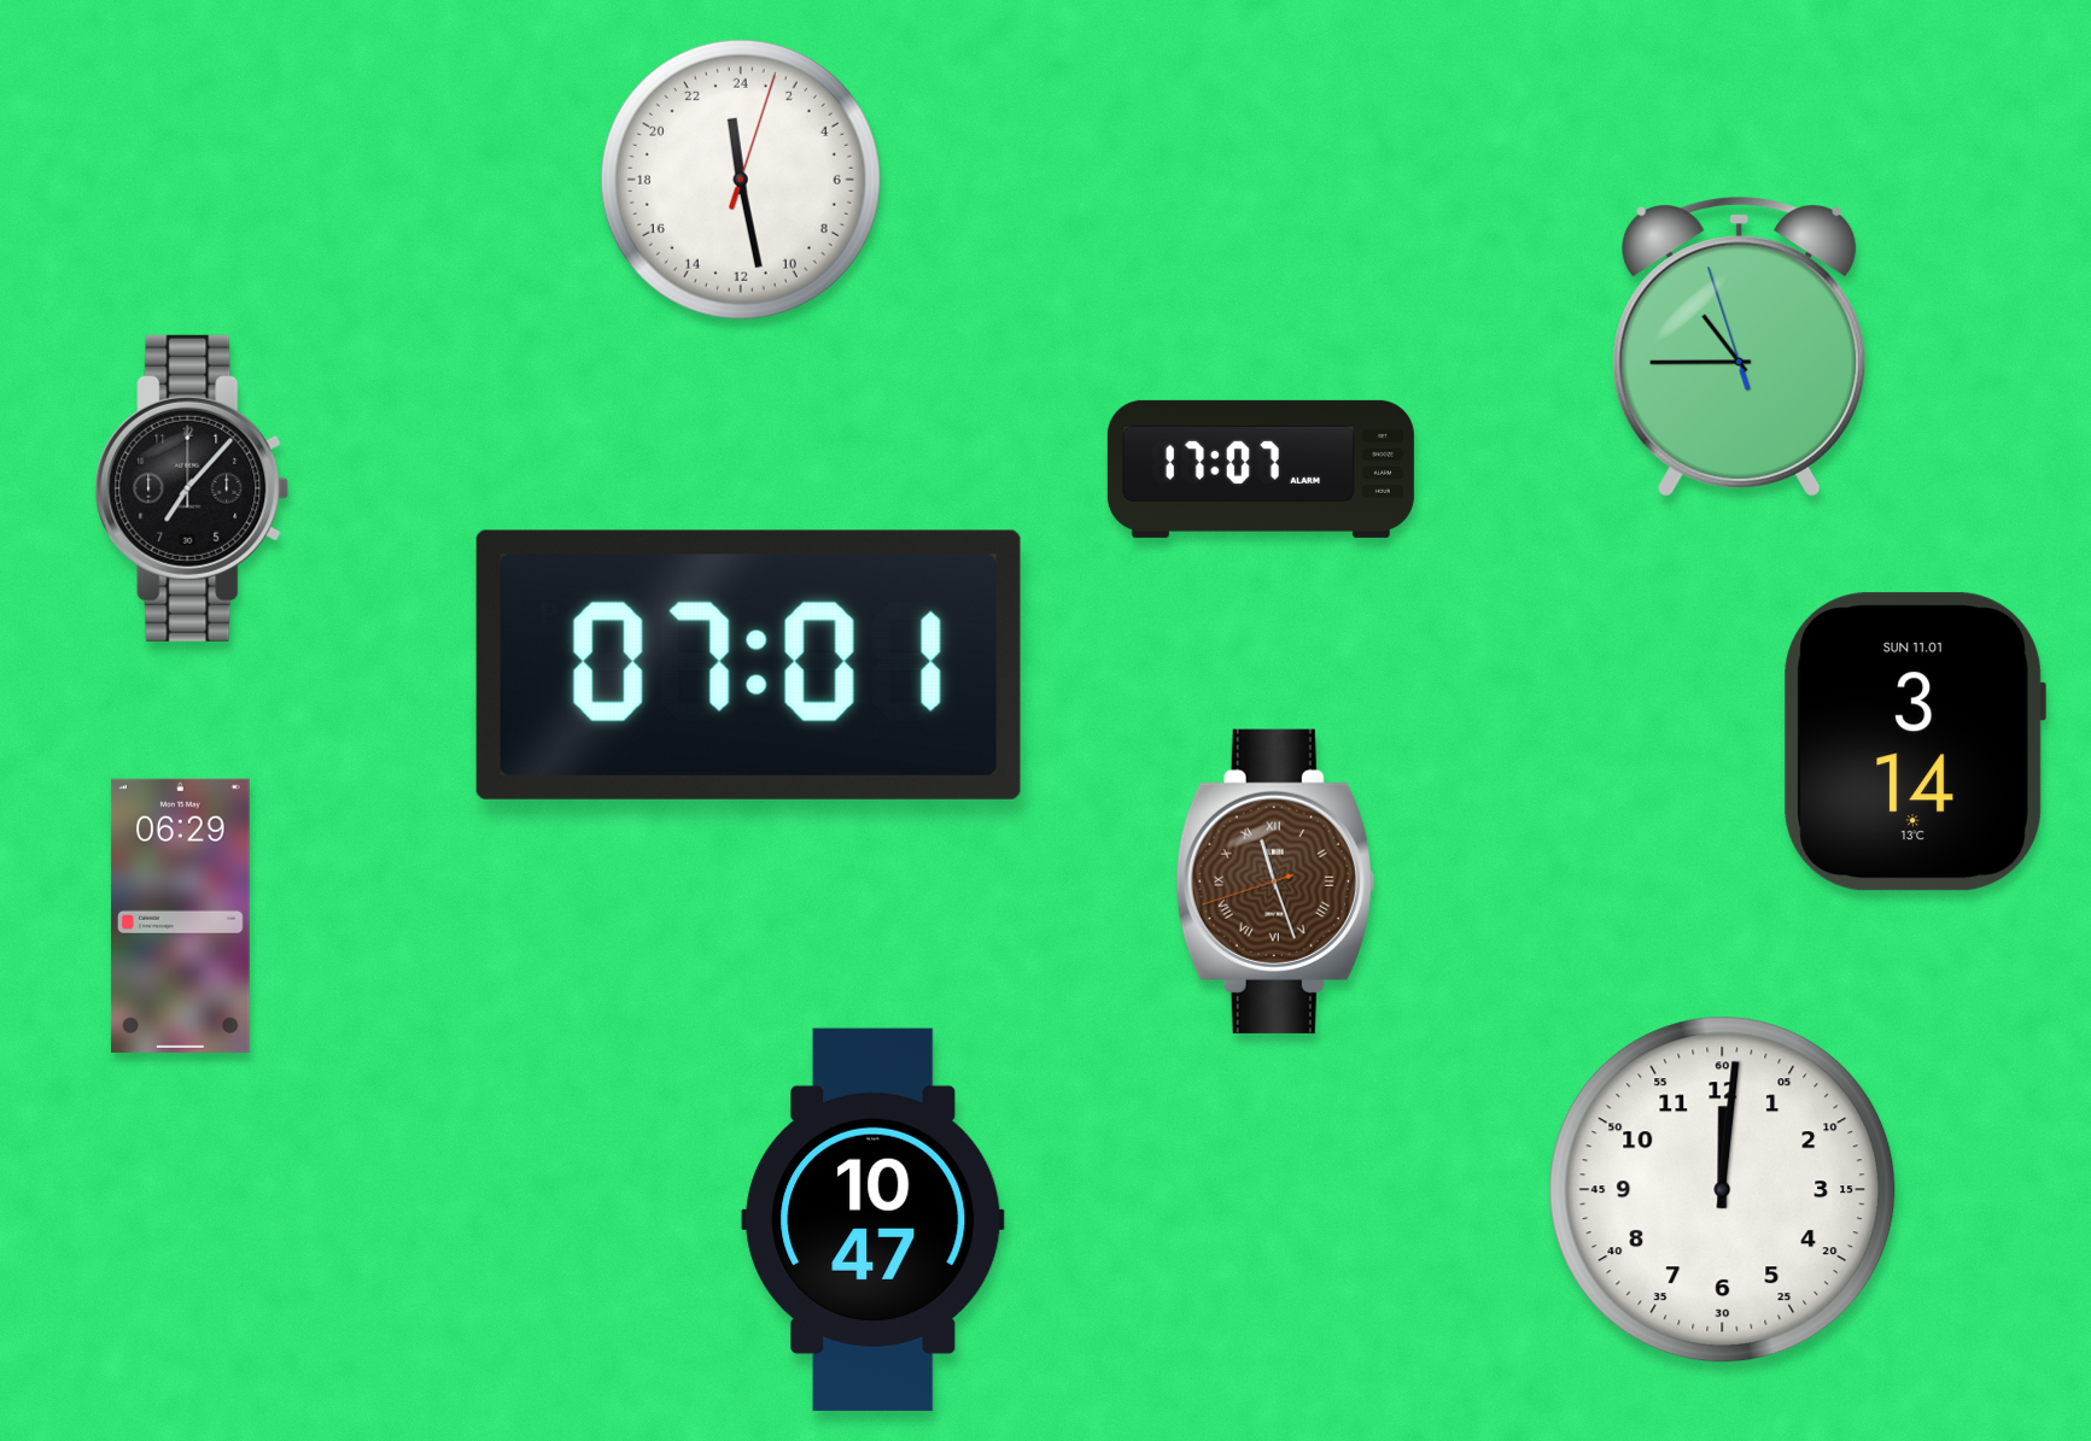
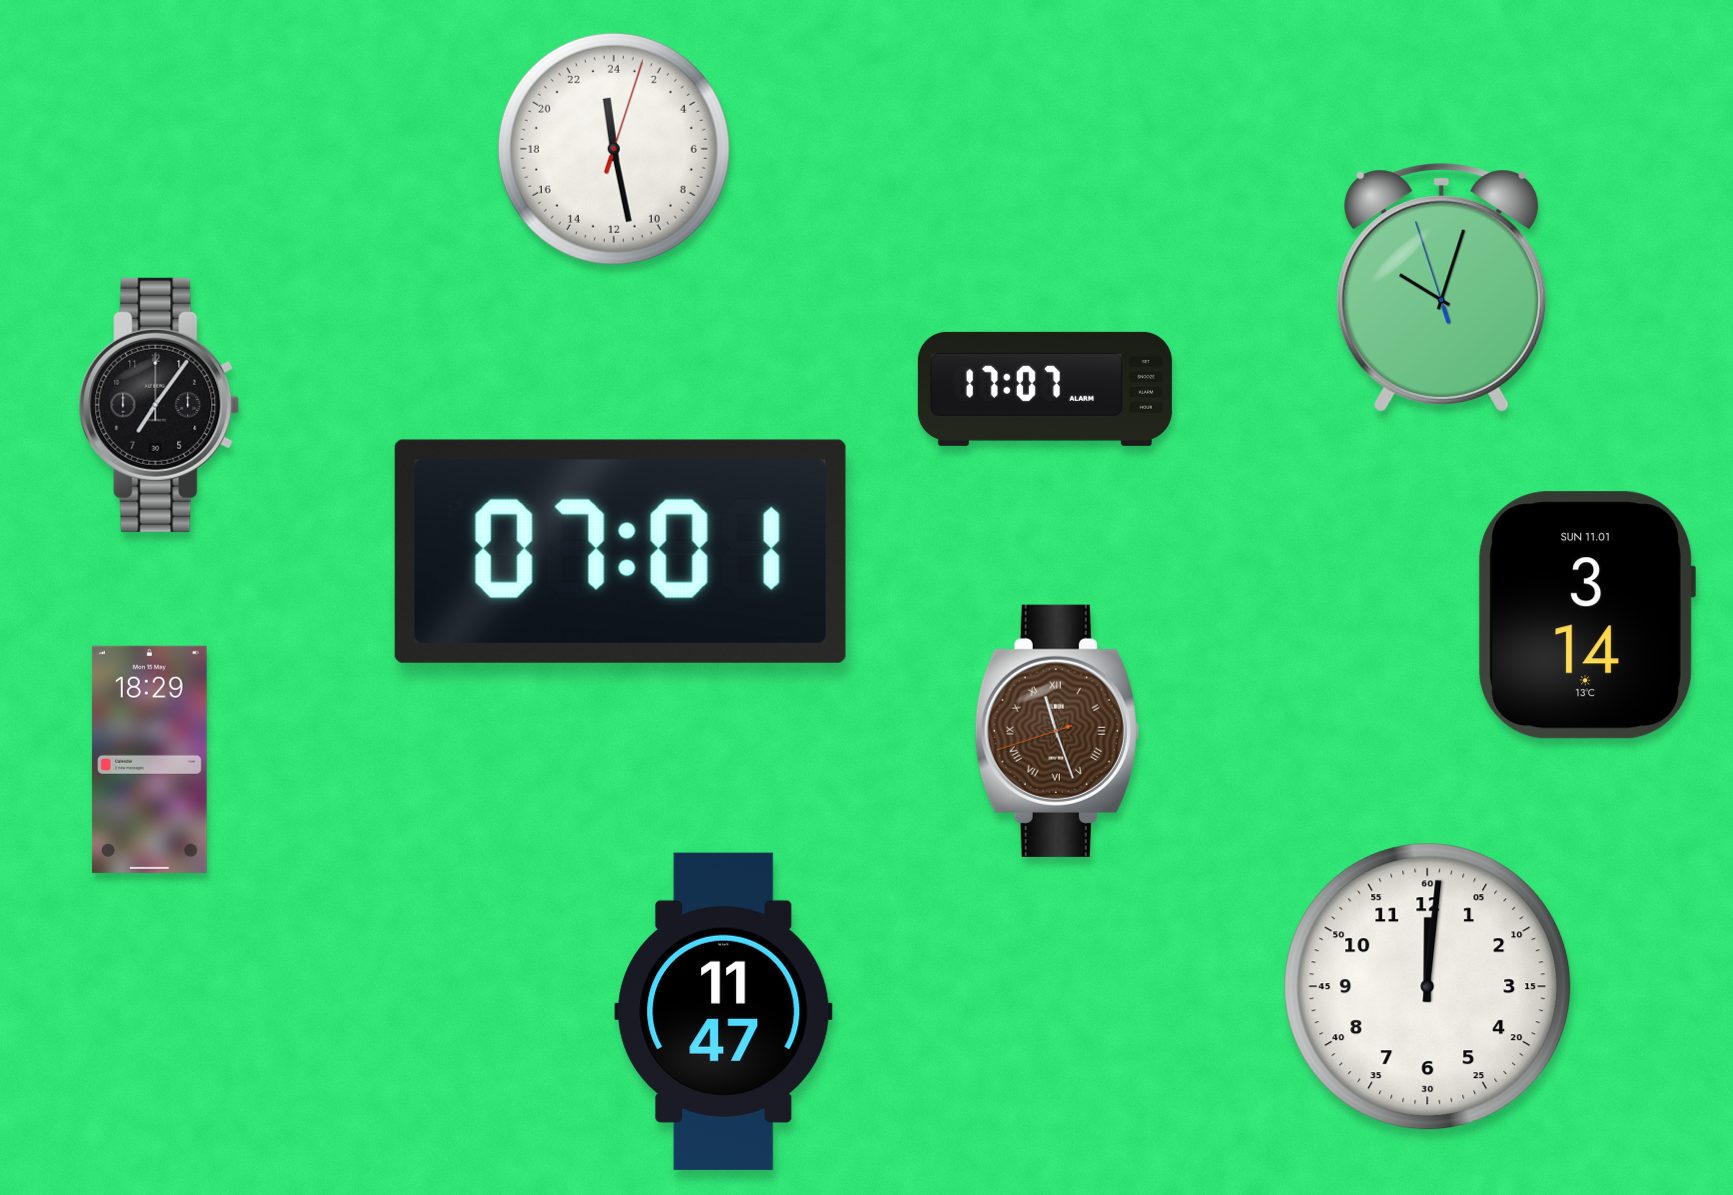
clock at (1740, 347): 10:44 -> 10:02
clock at (192, 488): 7:07 -> 7:06
clock at (180, 915): 06:29 -> 18:29
clock at (874, 1219): 10:47 -> 11:47
